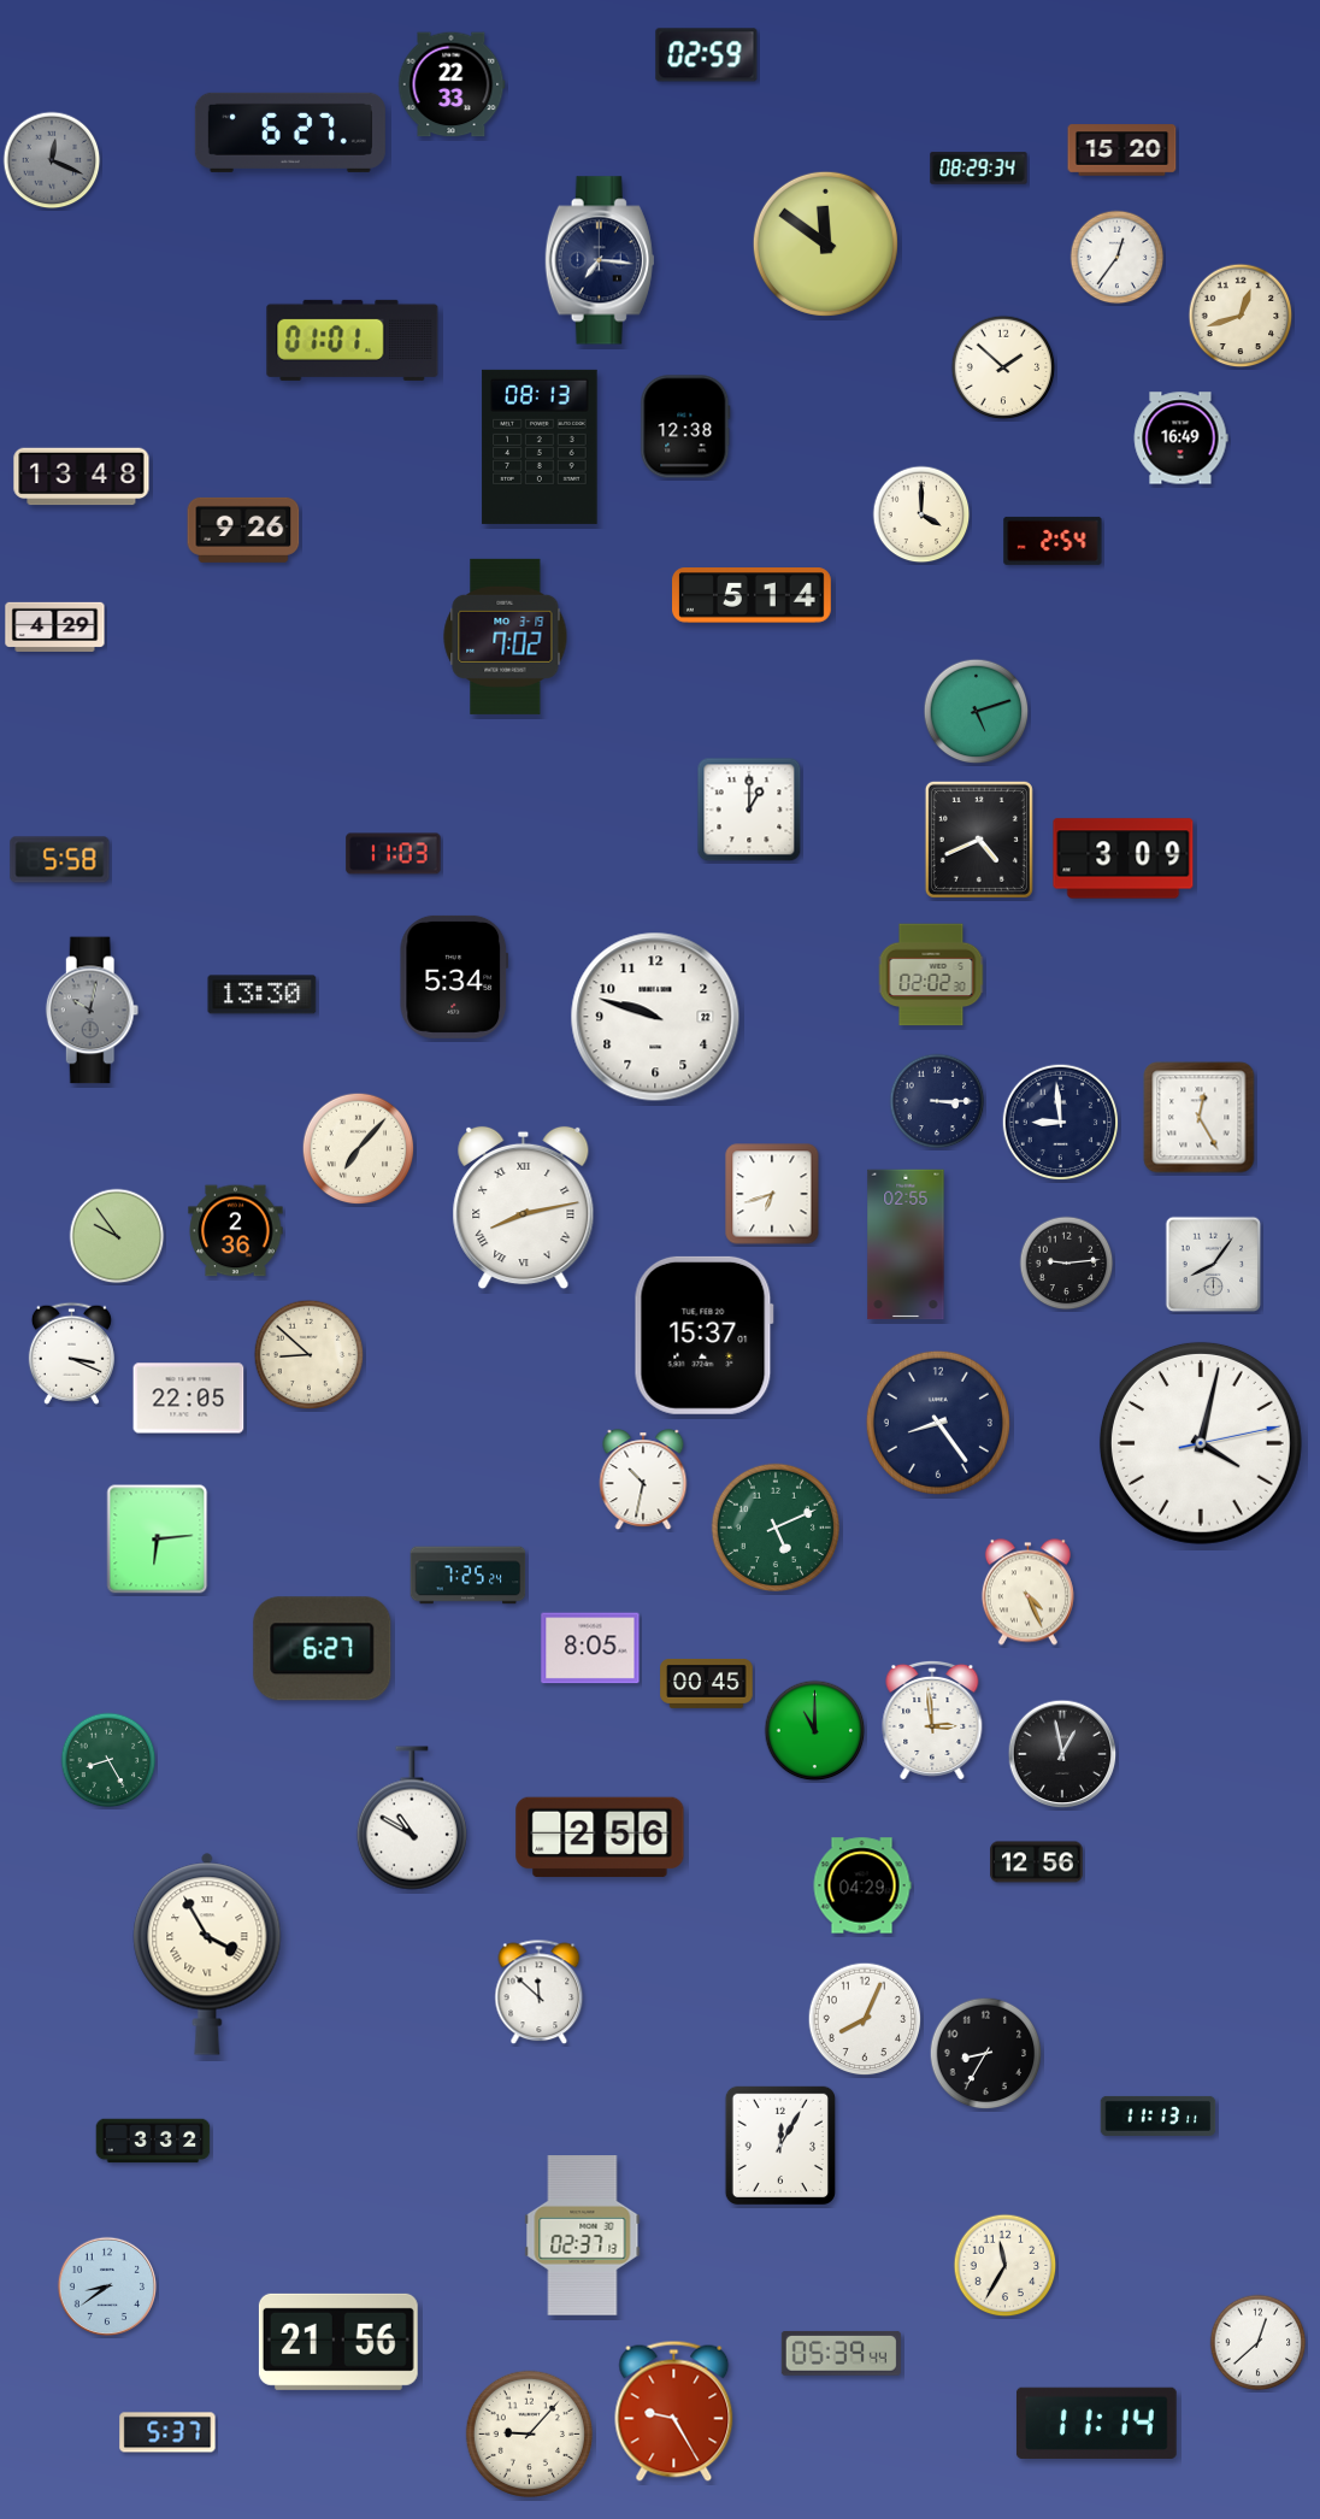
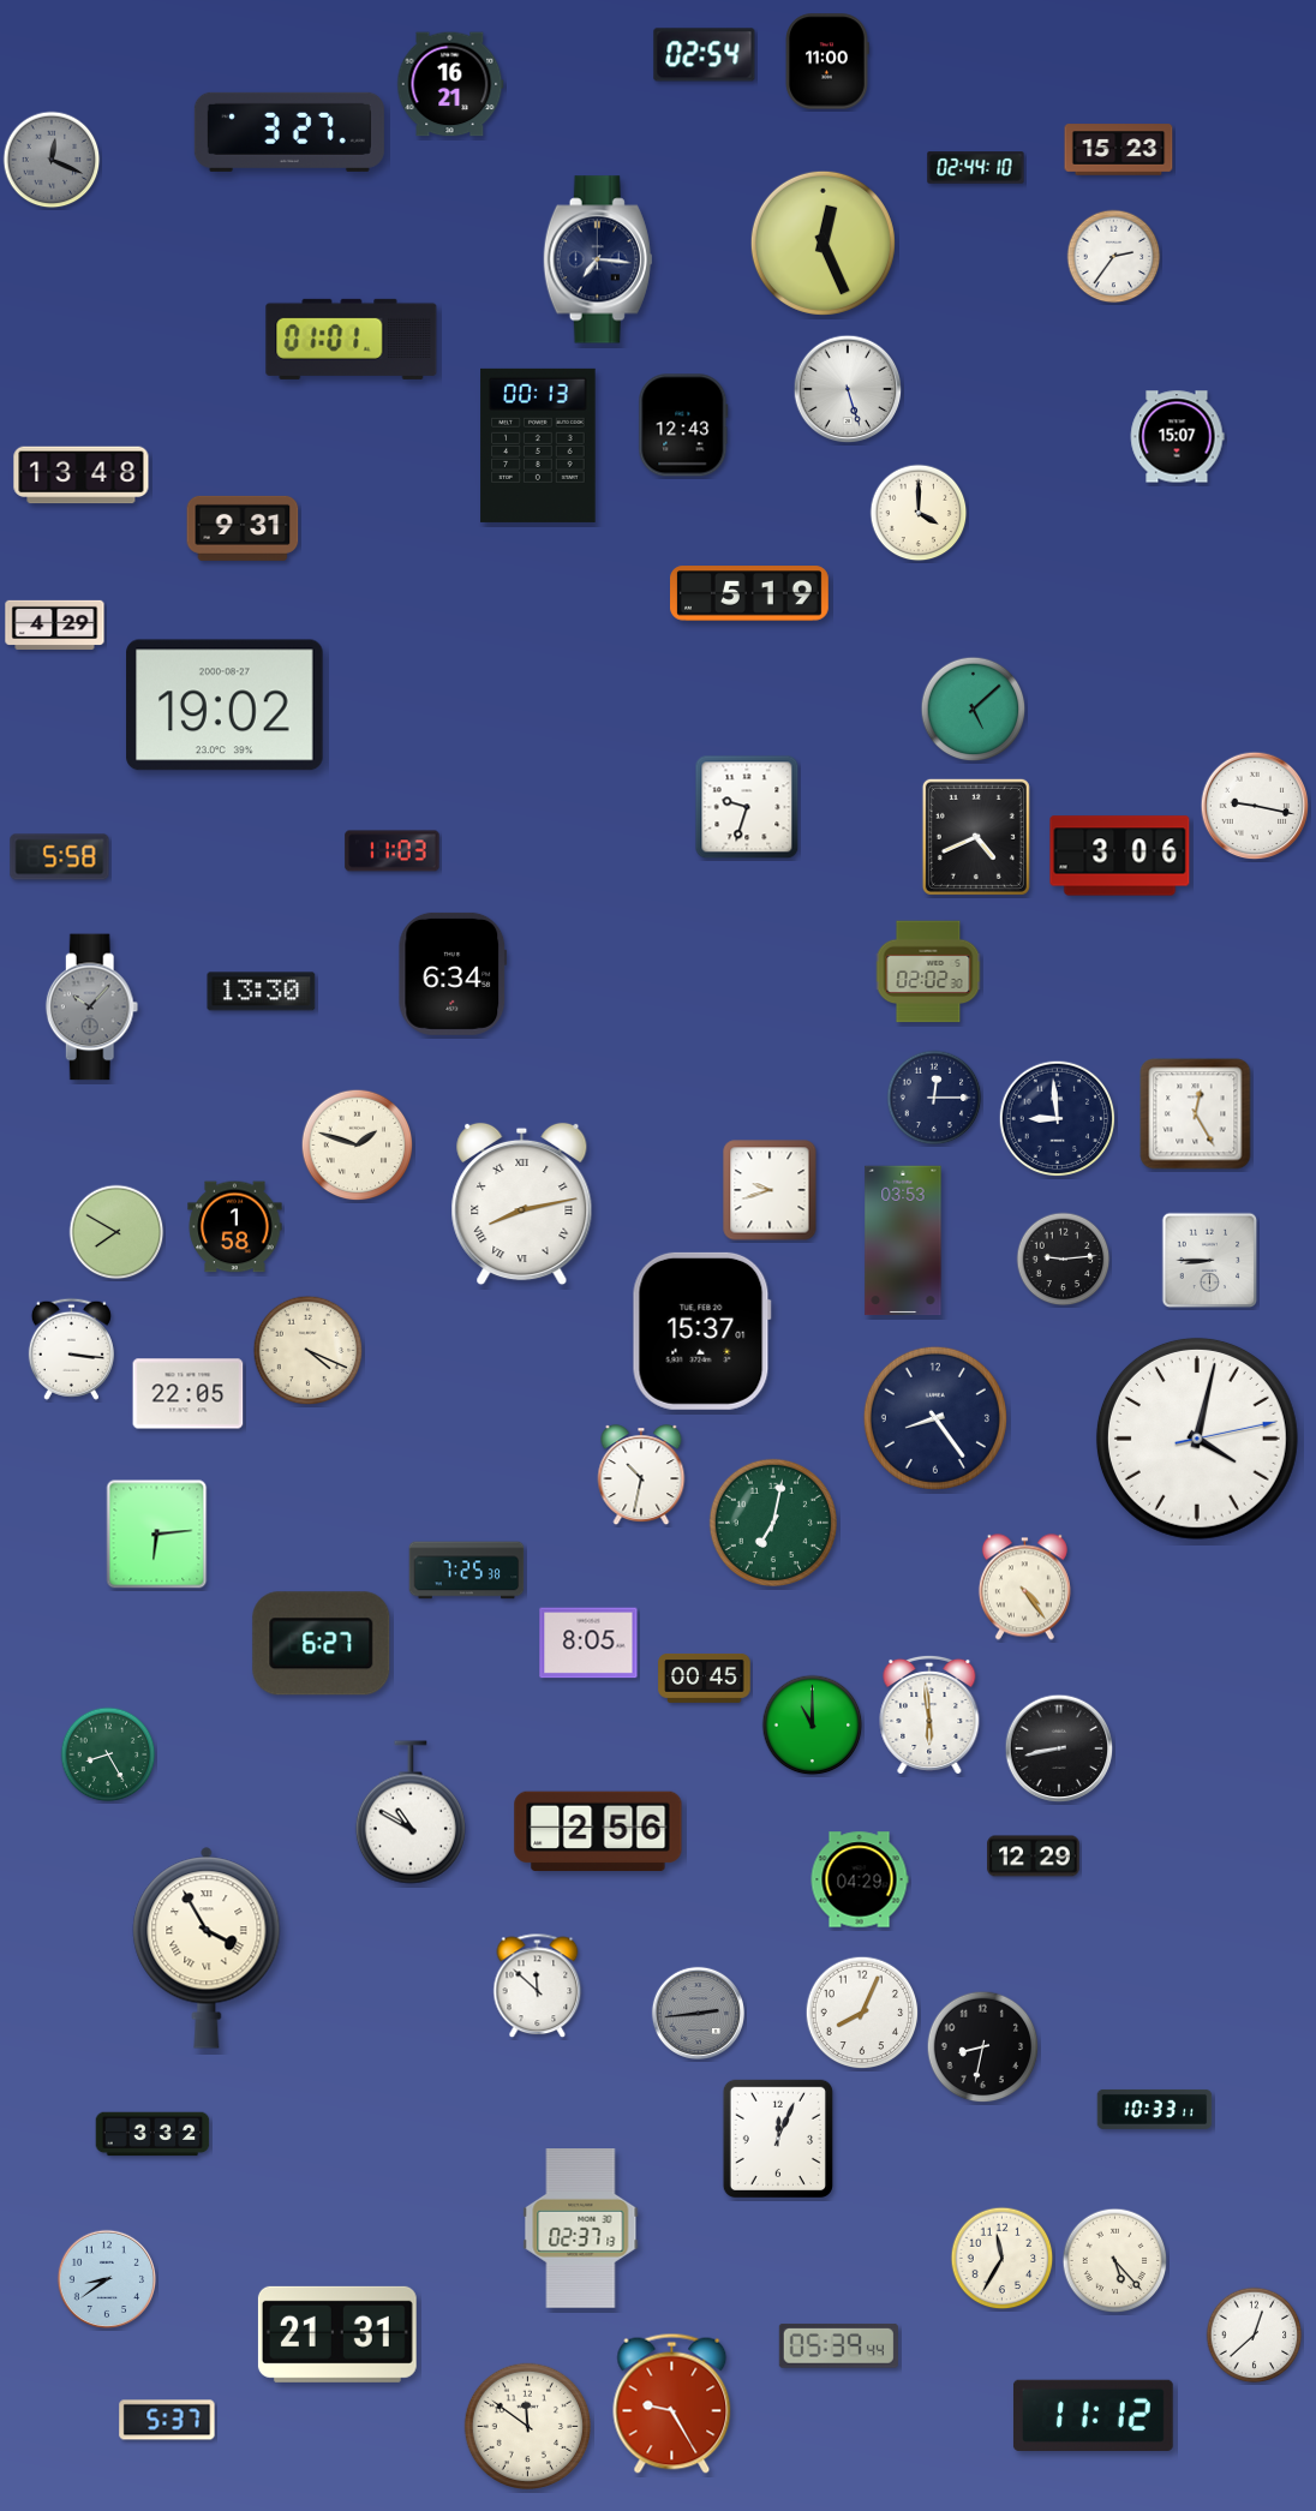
clock at (707, 55): 02:59 -> 02:54
clock at (827, 61): none -> 11:00
clock at (452, 84): 22:33 -> 16:21
clock at (290, 133): 6:27 -> 3:27
clock at (1122, 151): 15:20 -> 15:23
clock at (979, 169): 08:29 -> 02:44
clock at (825, 243): 11:51 -> 12:26
clock at (1118, 258): 12:36 -> 2:36
clock at (1241, 316): 12:42 -> none
clock at (1003, 367): 1:52 -> none
clock at (848, 389): none -> 5:27
clock at (685, 426): 12:38 -> 12:43
clock at (1180, 439): 16:49 -> 15:07
clock at (540, 447): 08:13 -> 00:13
clock at (243, 530): 9:26 -> 9:31
clock at (1053, 541): 2:54 -> none
clock at (753, 595): 5:14 -> 5:19
clock at (506, 636): 7:02 -> none
clock at (225, 705): none -> 19:02
clock at (977, 712): 5:12 -> 5:08
clock at (1255, 806): none -> 9:17
clock at (749, 810): 1:00 -> 9:33
clock at (1124, 859): 3:09 -> 3:06
clock at (454, 977): 5:34 -> 6:34
clock at (93, 1011): 10:02 -> 10:07
clock at (655, 1017): 9:48 -> none
clock at (937, 1101): 3:15 -> 12:15
clock at (359, 1149): 7:07 -> 1:48
clock at (772, 1194): 6:42 -> 9:42
clock at (236, 1231): 2:36 -> 1:58
clock at (117, 1236): 9:54 -> 7:50
clock at (906, 1244): 02:55 -> 03:53
clock at (1214, 1265): 8:06 -> 8:45
clock at (71, 1353): 3:19 -> 3:16
clock at (310, 1355): 8:52 -> 4:19
clock at (774, 1526): 5:11 -> 7:02
clock at (469, 1576): 7:25:24 -> 7:25:38
clock at (1027, 1593): 4:26 -> 4:24
clock at (932, 1720): 2:59 -> 5:59
clock at (1062, 1754): 12:58 -> 8:43
clock at (1037, 1862): 12:56 -> 12:29
clock at (698, 2013): none -> 2:44
clock at (986, 2054): 8:35 -> 8:32
clock at (1159, 2115): 11:13 -> 10:33
clock at (780, 2146): 12:05 -> 12:04
clock at (1115, 2261): none -> 5:23
clock at (338, 2342): 21:56 -> 21:31
clock at (1096, 2423): 11:14 -> 11:12
clock at (167, 2432) position: (167, 2432) -> (167, 2420)
clock at (529, 2433): 9:07 -> 11:51
